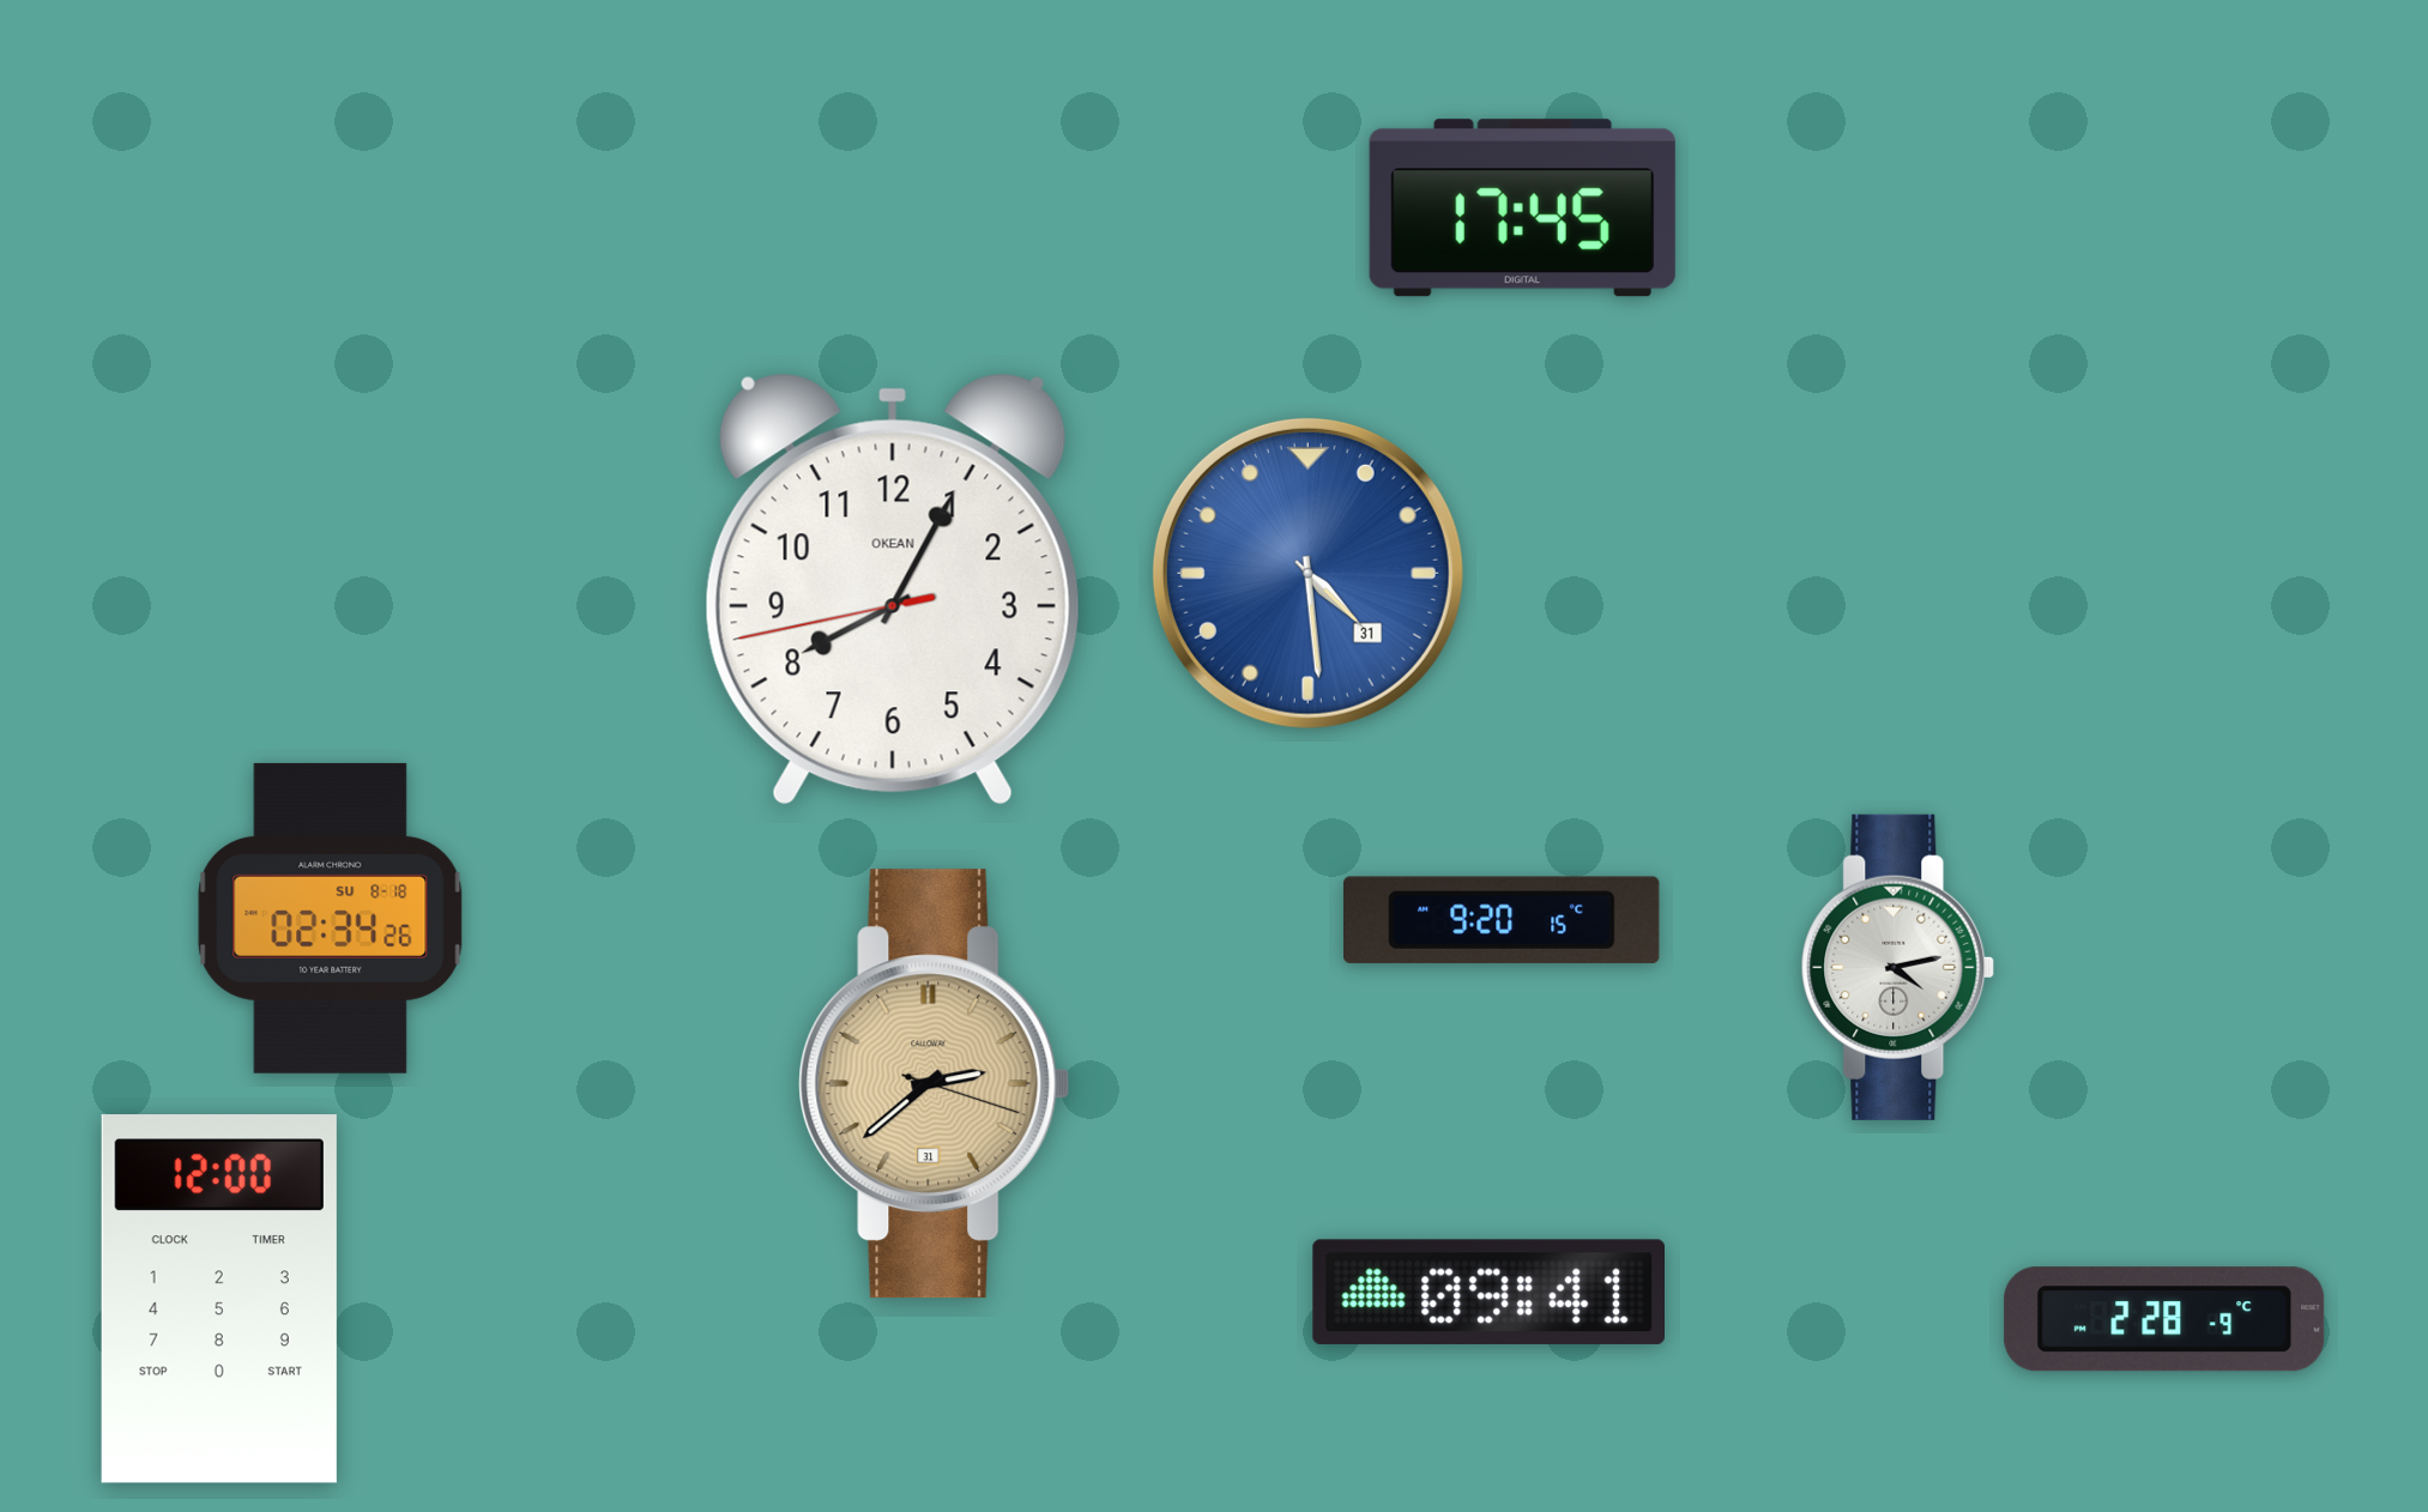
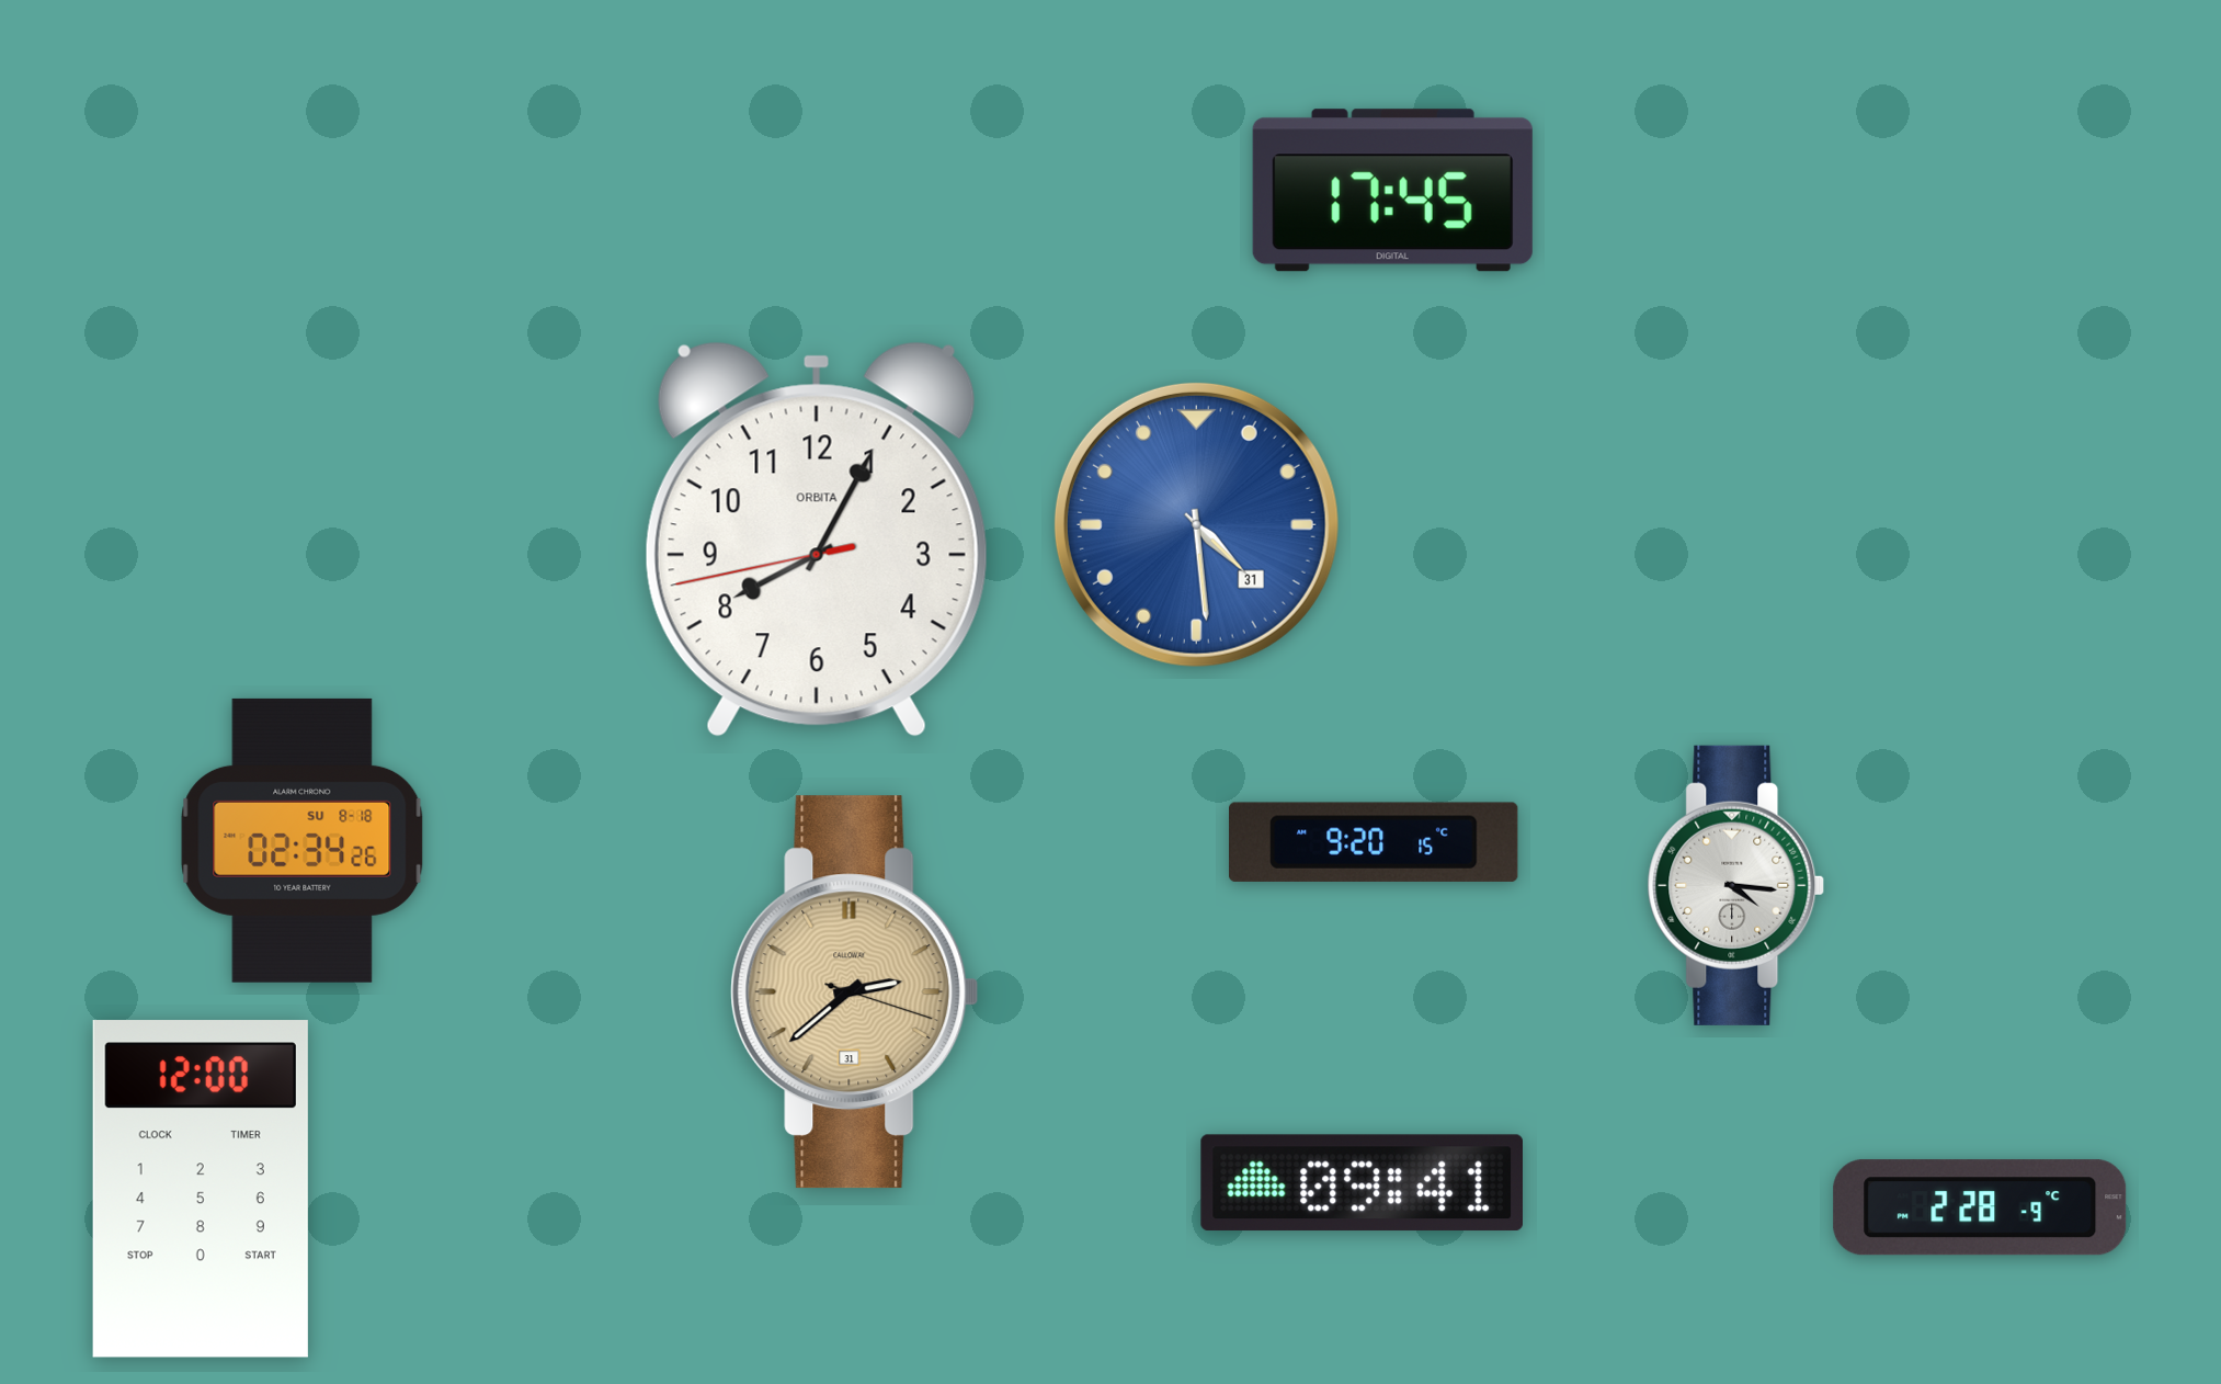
clock at (893, 589) brand: OKEAN -> ORBITA
clock at (1898, 967): 4:13 -> 4:16
